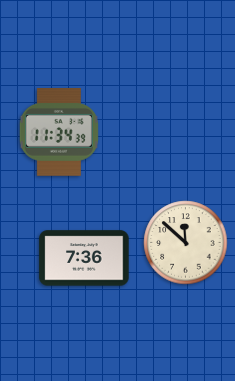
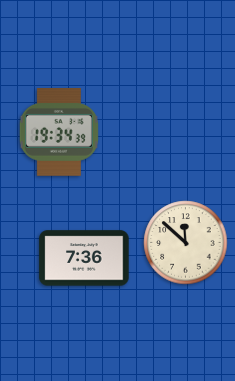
clock at (59, 133): 11:34 -> 19:34
